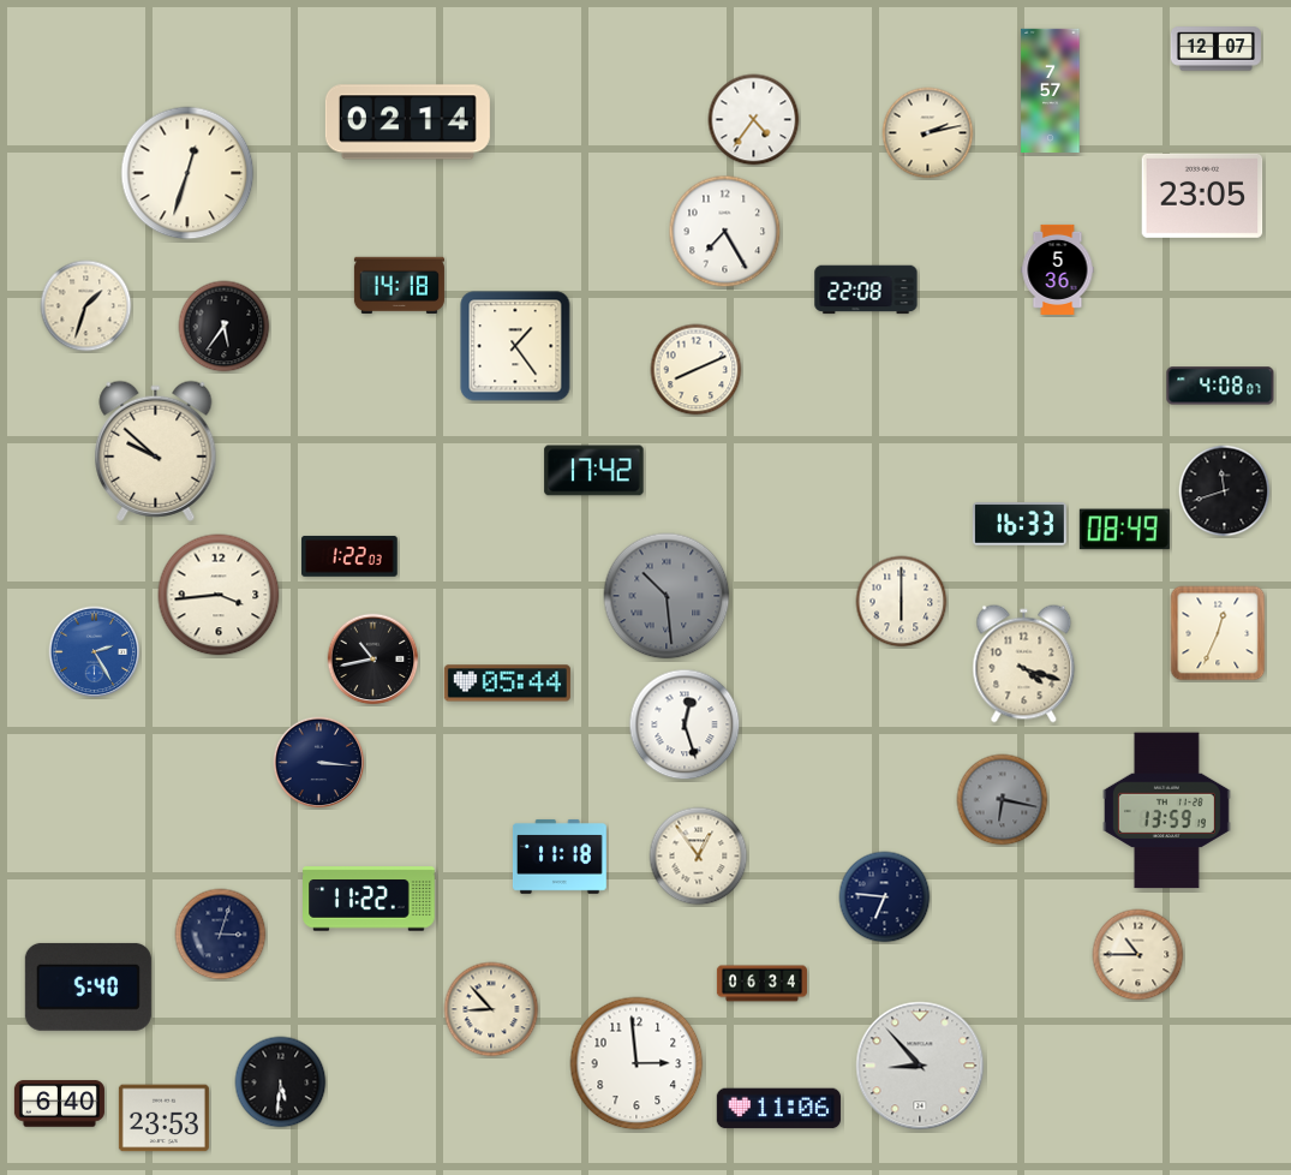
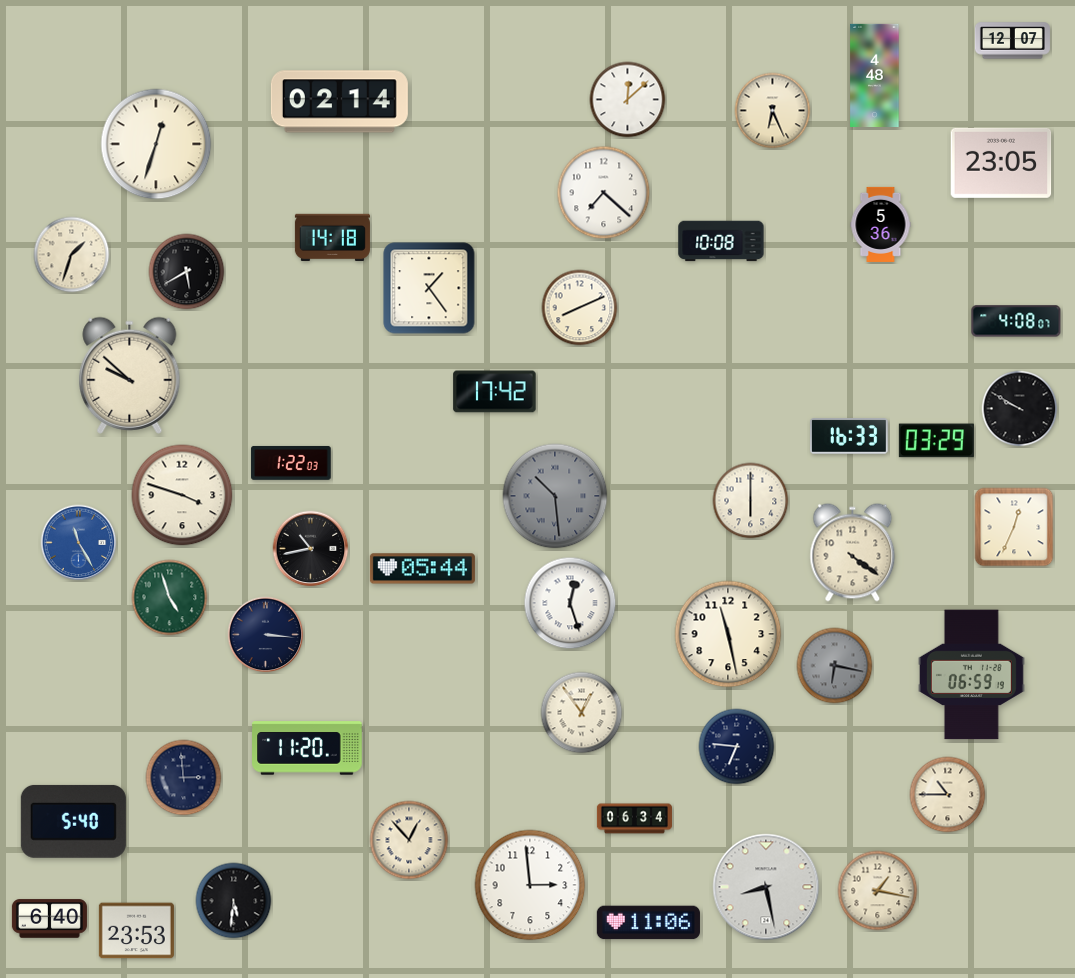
clock at (1051, 90): 7:57 -> 4:48
clock at (754, 120): 4:36 -> 12:08
clock at (928, 133): 2:13 -> 6:26
clock at (725, 232): 7:25 -> 7:22
clock at (866, 290): 22:08 -> 10:08
clock at (225, 327): 5:36 -> 5:40
clock at (1225, 491): 11:42 -> 9:50
clock at (1124, 530): 08:49 -> 03:29
clock at (219, 595): 3:44 -> 3:48
clock at (95, 652): 2:25 -> 11:25
clock at (1024, 664): 4:18 -> 4:21
clock at (170, 598): none -> 4:57
clock at (728, 634): none -> 11:28
clock at (1166, 811): 13:59 -> 06:59
clock at (560, 857): 11:18 -> none
clock at (369, 899): 11:22 -> 11:20
clock at (221, 935): 3:03 -> 2:59
clock at (491, 1009): 8:53 -> 12:53
clock at (920, 1066): 8:53 -> 8:28
clock at (878, 891): none -> 1:17
